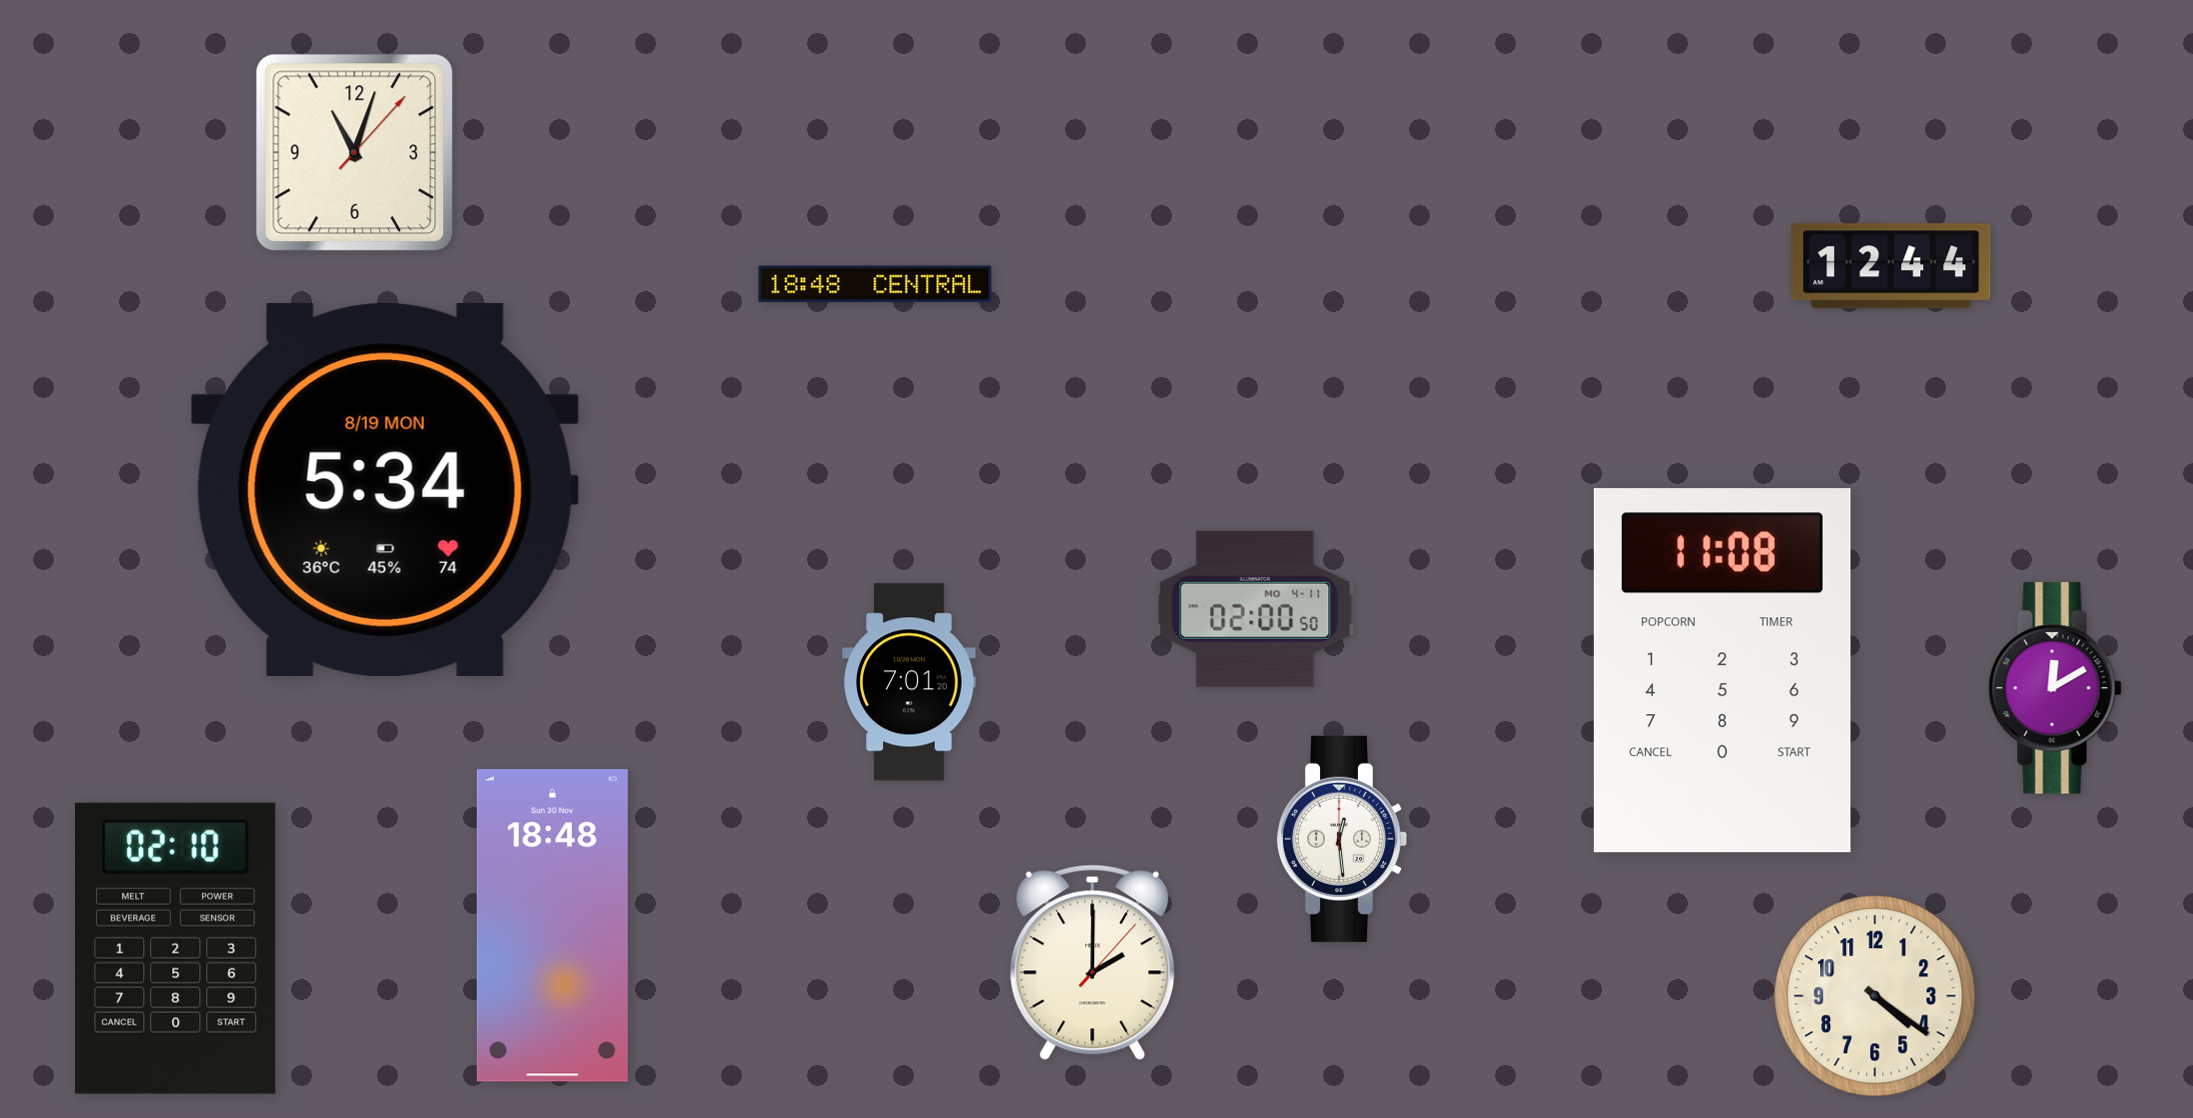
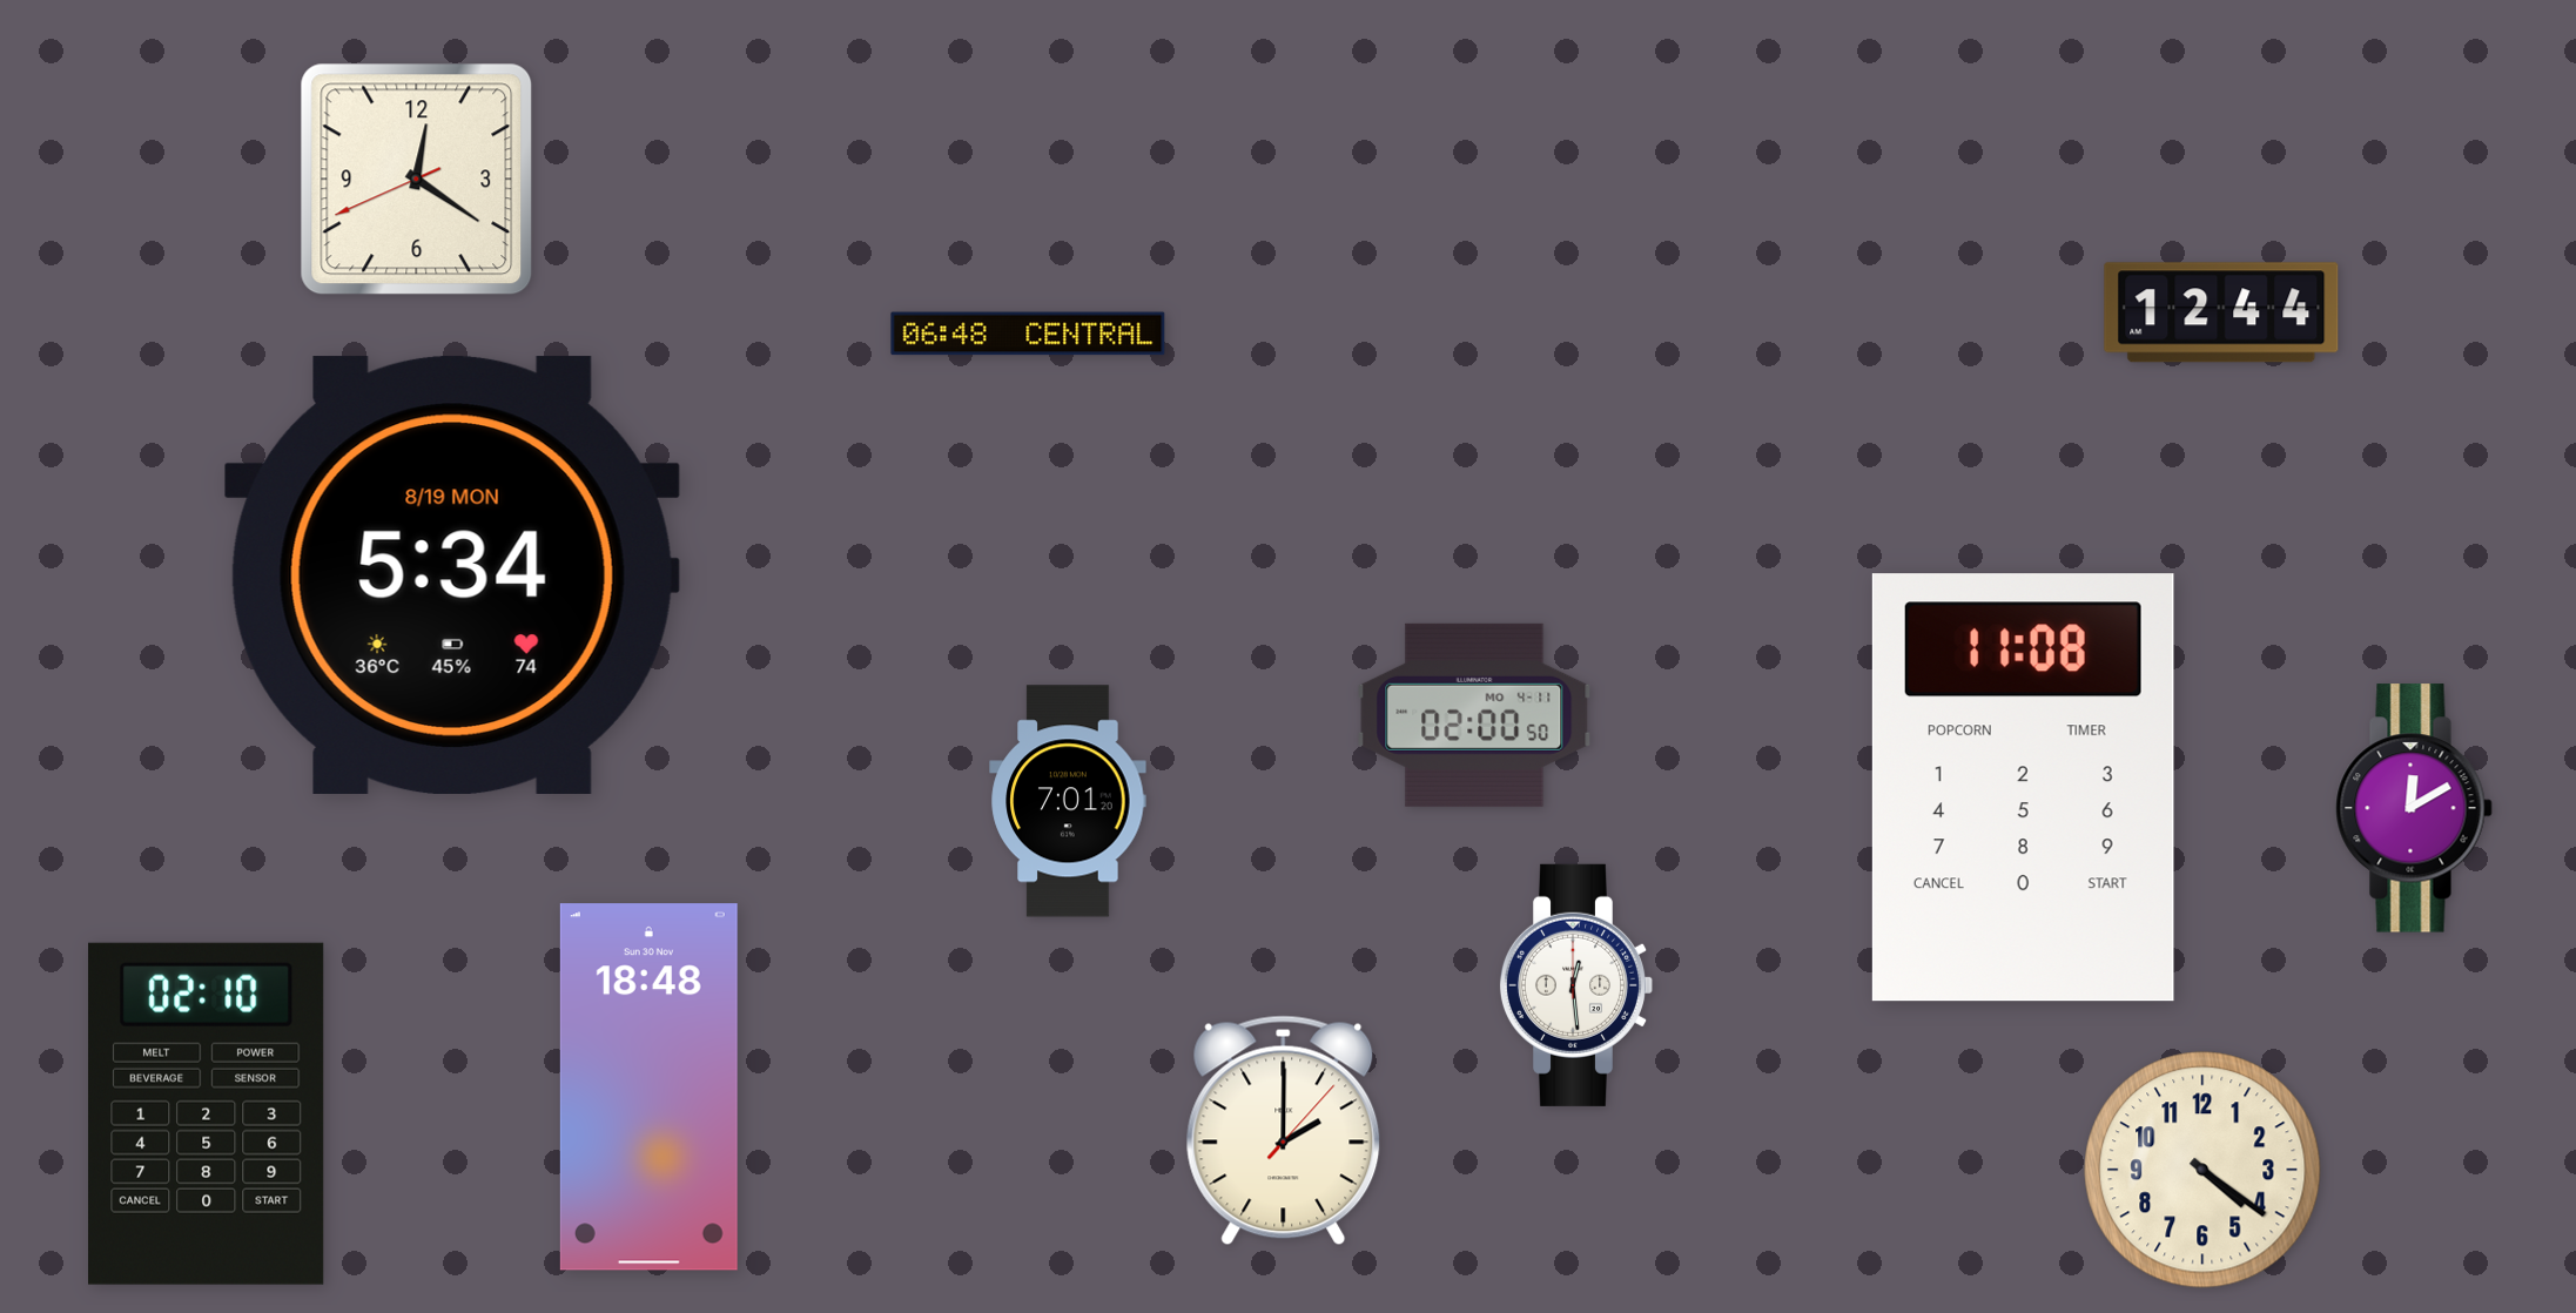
clock at (355, 153): 11:03 -> 12:20
clock at (875, 284): 18:48 -> 06:48
